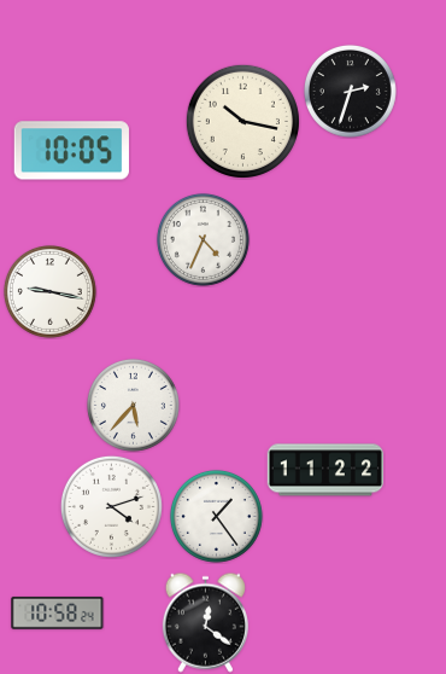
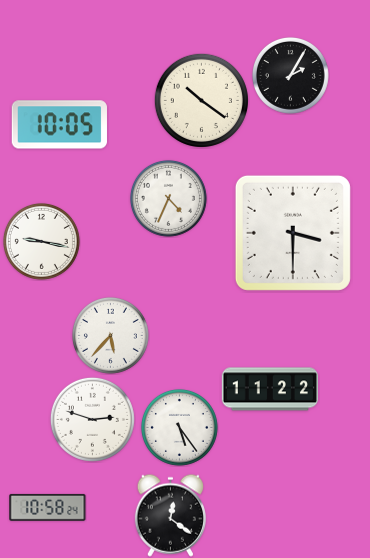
clock at (350, 91): 2:33 -> 2:05
clock at (242, 121): 10:17 -> 10:21
clock at (293, 233): none -> 3:30
clock at (111, 506): 4:12 -> 2:48
clock at (216, 516): 1:24 -> 5:24
